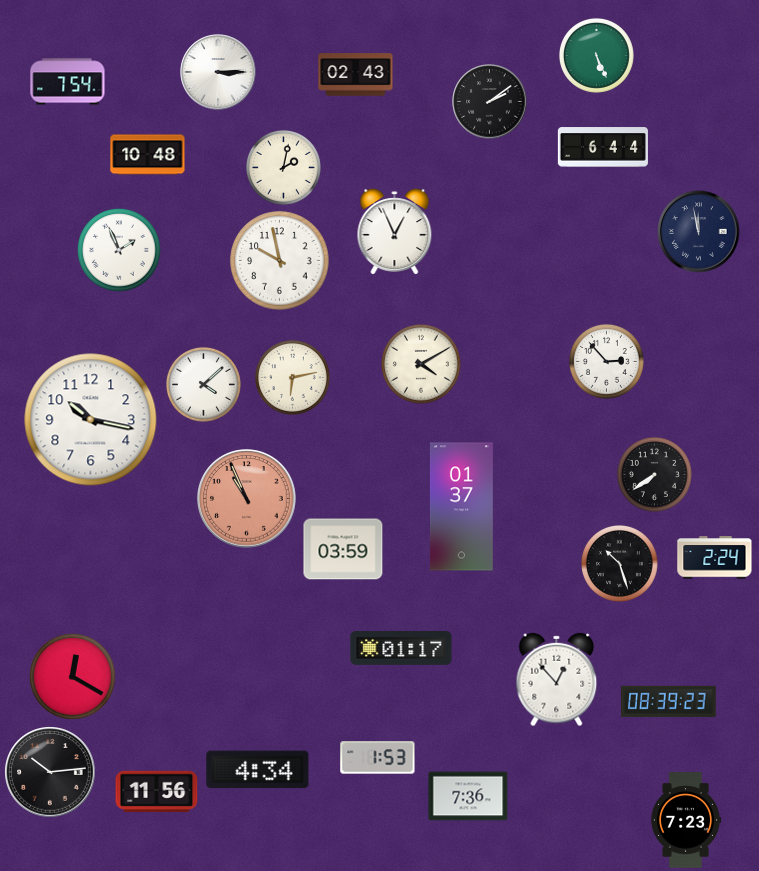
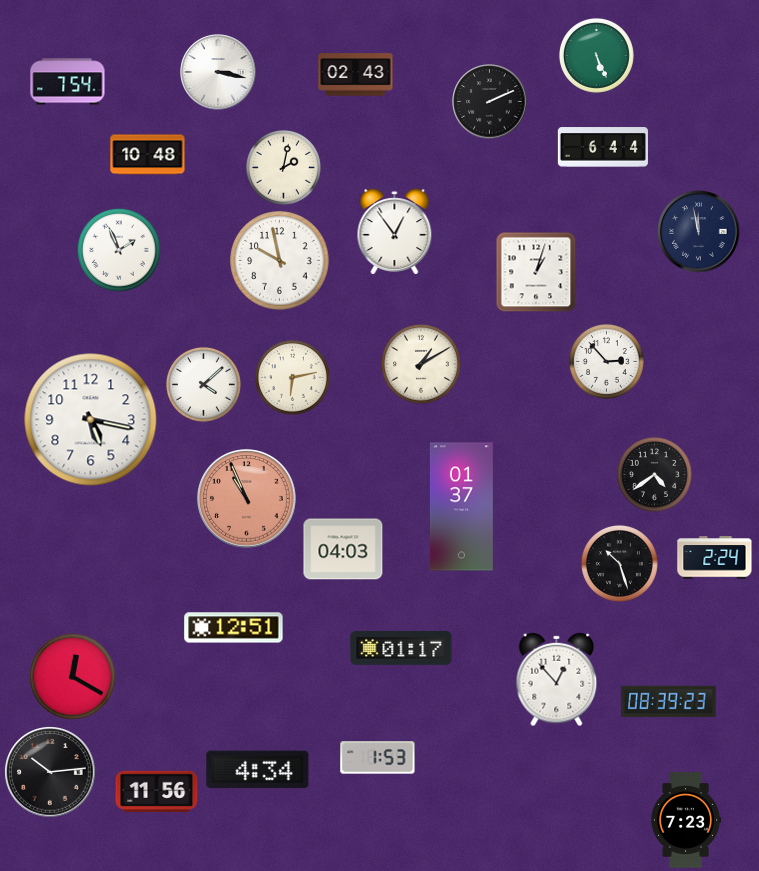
clock at (218, 72): 3:15 -> 3:17
clock at (490, 102): 2:09 -> 2:11
clock at (395, 232): 12:56 -> 12:54
clock at (536, 272): none -> 1:03
clock at (422, 365): 4:10 -> 1:10
clock at (91, 420): 10:17 -> 5:17
clock at (654, 474): 7:39 -> 4:39
clock at (343, 549): 03:59 -> 04:03
clock at (234, 628): none -> 12:51
clock at (468, 796): 7:36 -> none
